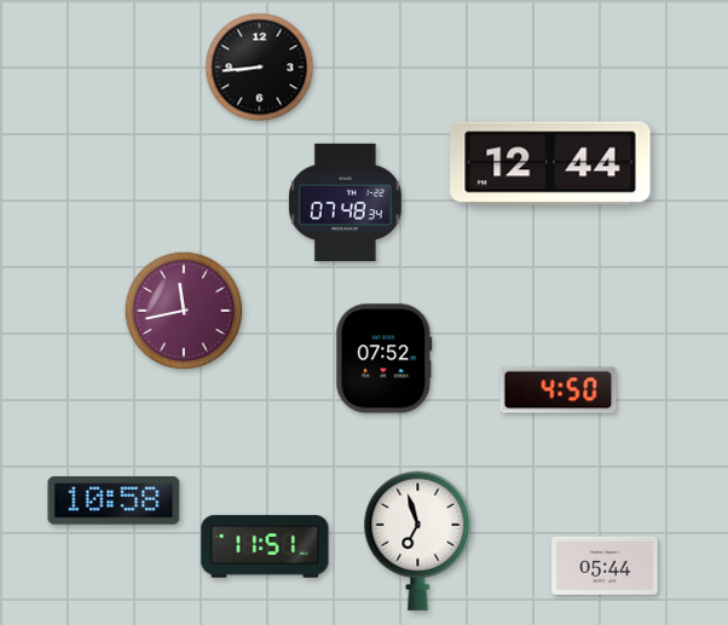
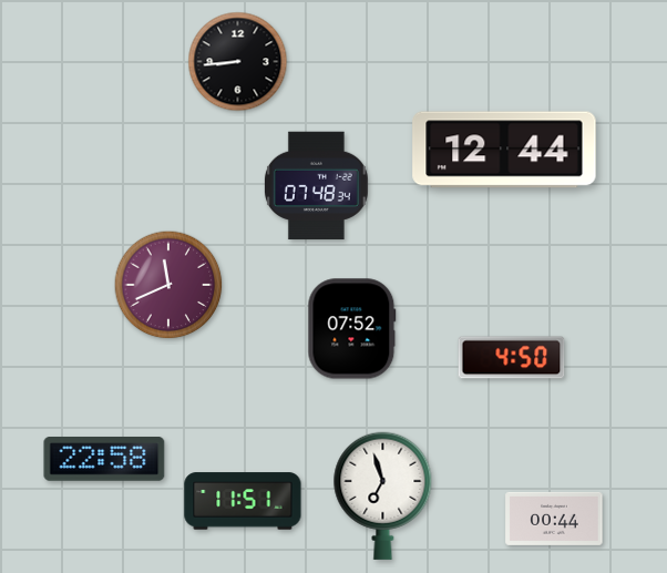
clock at (184, 311): 11:43 -> 11:41
clock at (114, 502): 10:58 -> 22:58
clock at (605, 566): 05:44 -> 00:44
